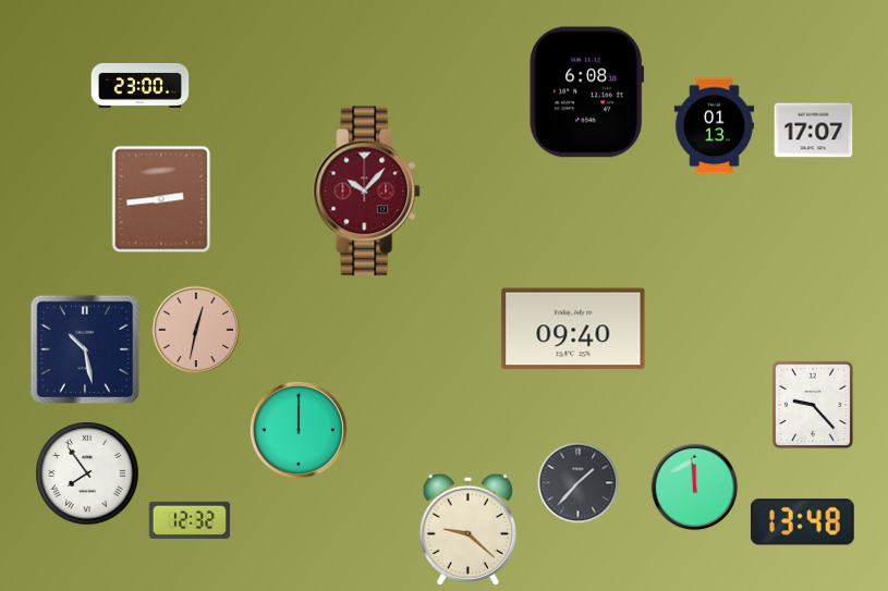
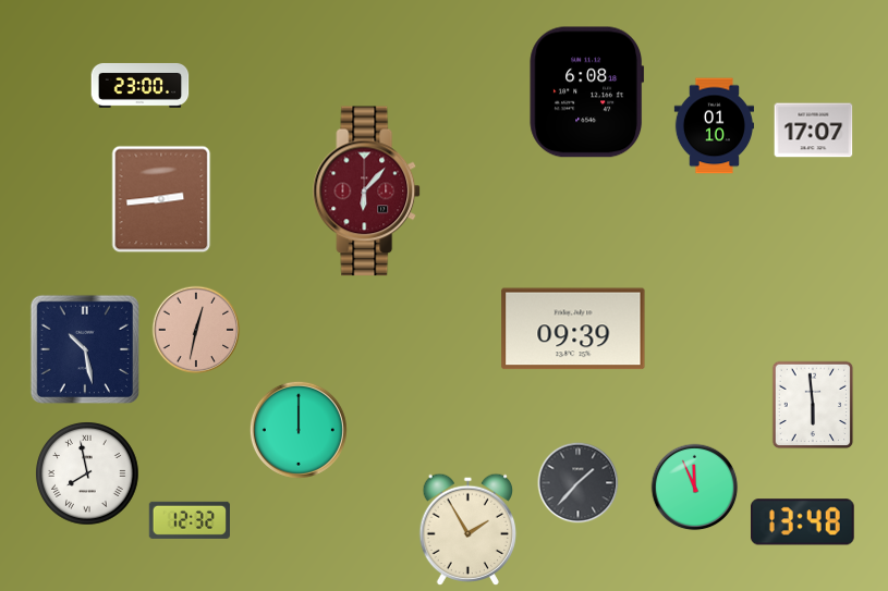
clock at (714, 126): 01:13 -> 01:10
clock at (367, 192): 10:07 -> 6:07
clock at (573, 329): 09:40 -> 09:39
clock at (813, 405): 9:23 -> 5:59
clock at (87, 473): 7:54 -> 7:58
clock at (695, 488): 11:59 -> 11:56
clock at (469, 530): 9:22 -> 1:55
